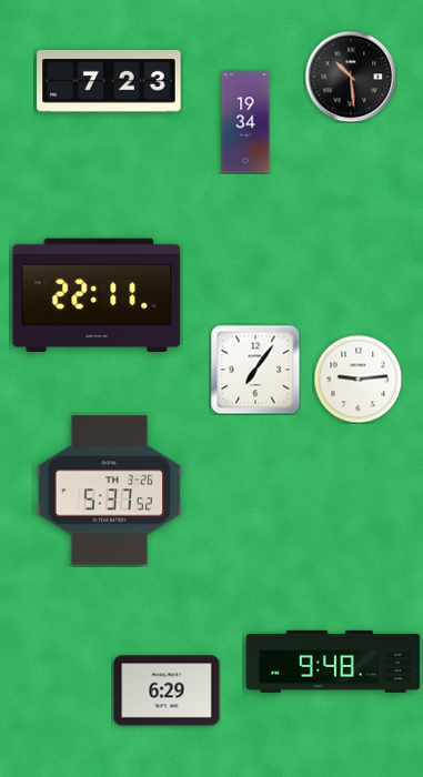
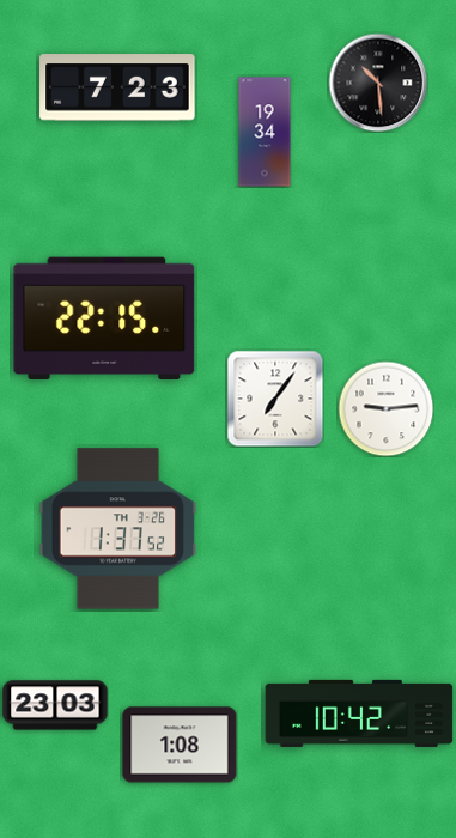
clock at (97, 294): 22:11 -> 22:15
clock at (110, 491): 5:37 -> 1:37
clock at (55, 705): none -> 23:03
clock at (333, 662): 9:48 -> 10:42
clock at (167, 690): 6:29 -> 1:08
